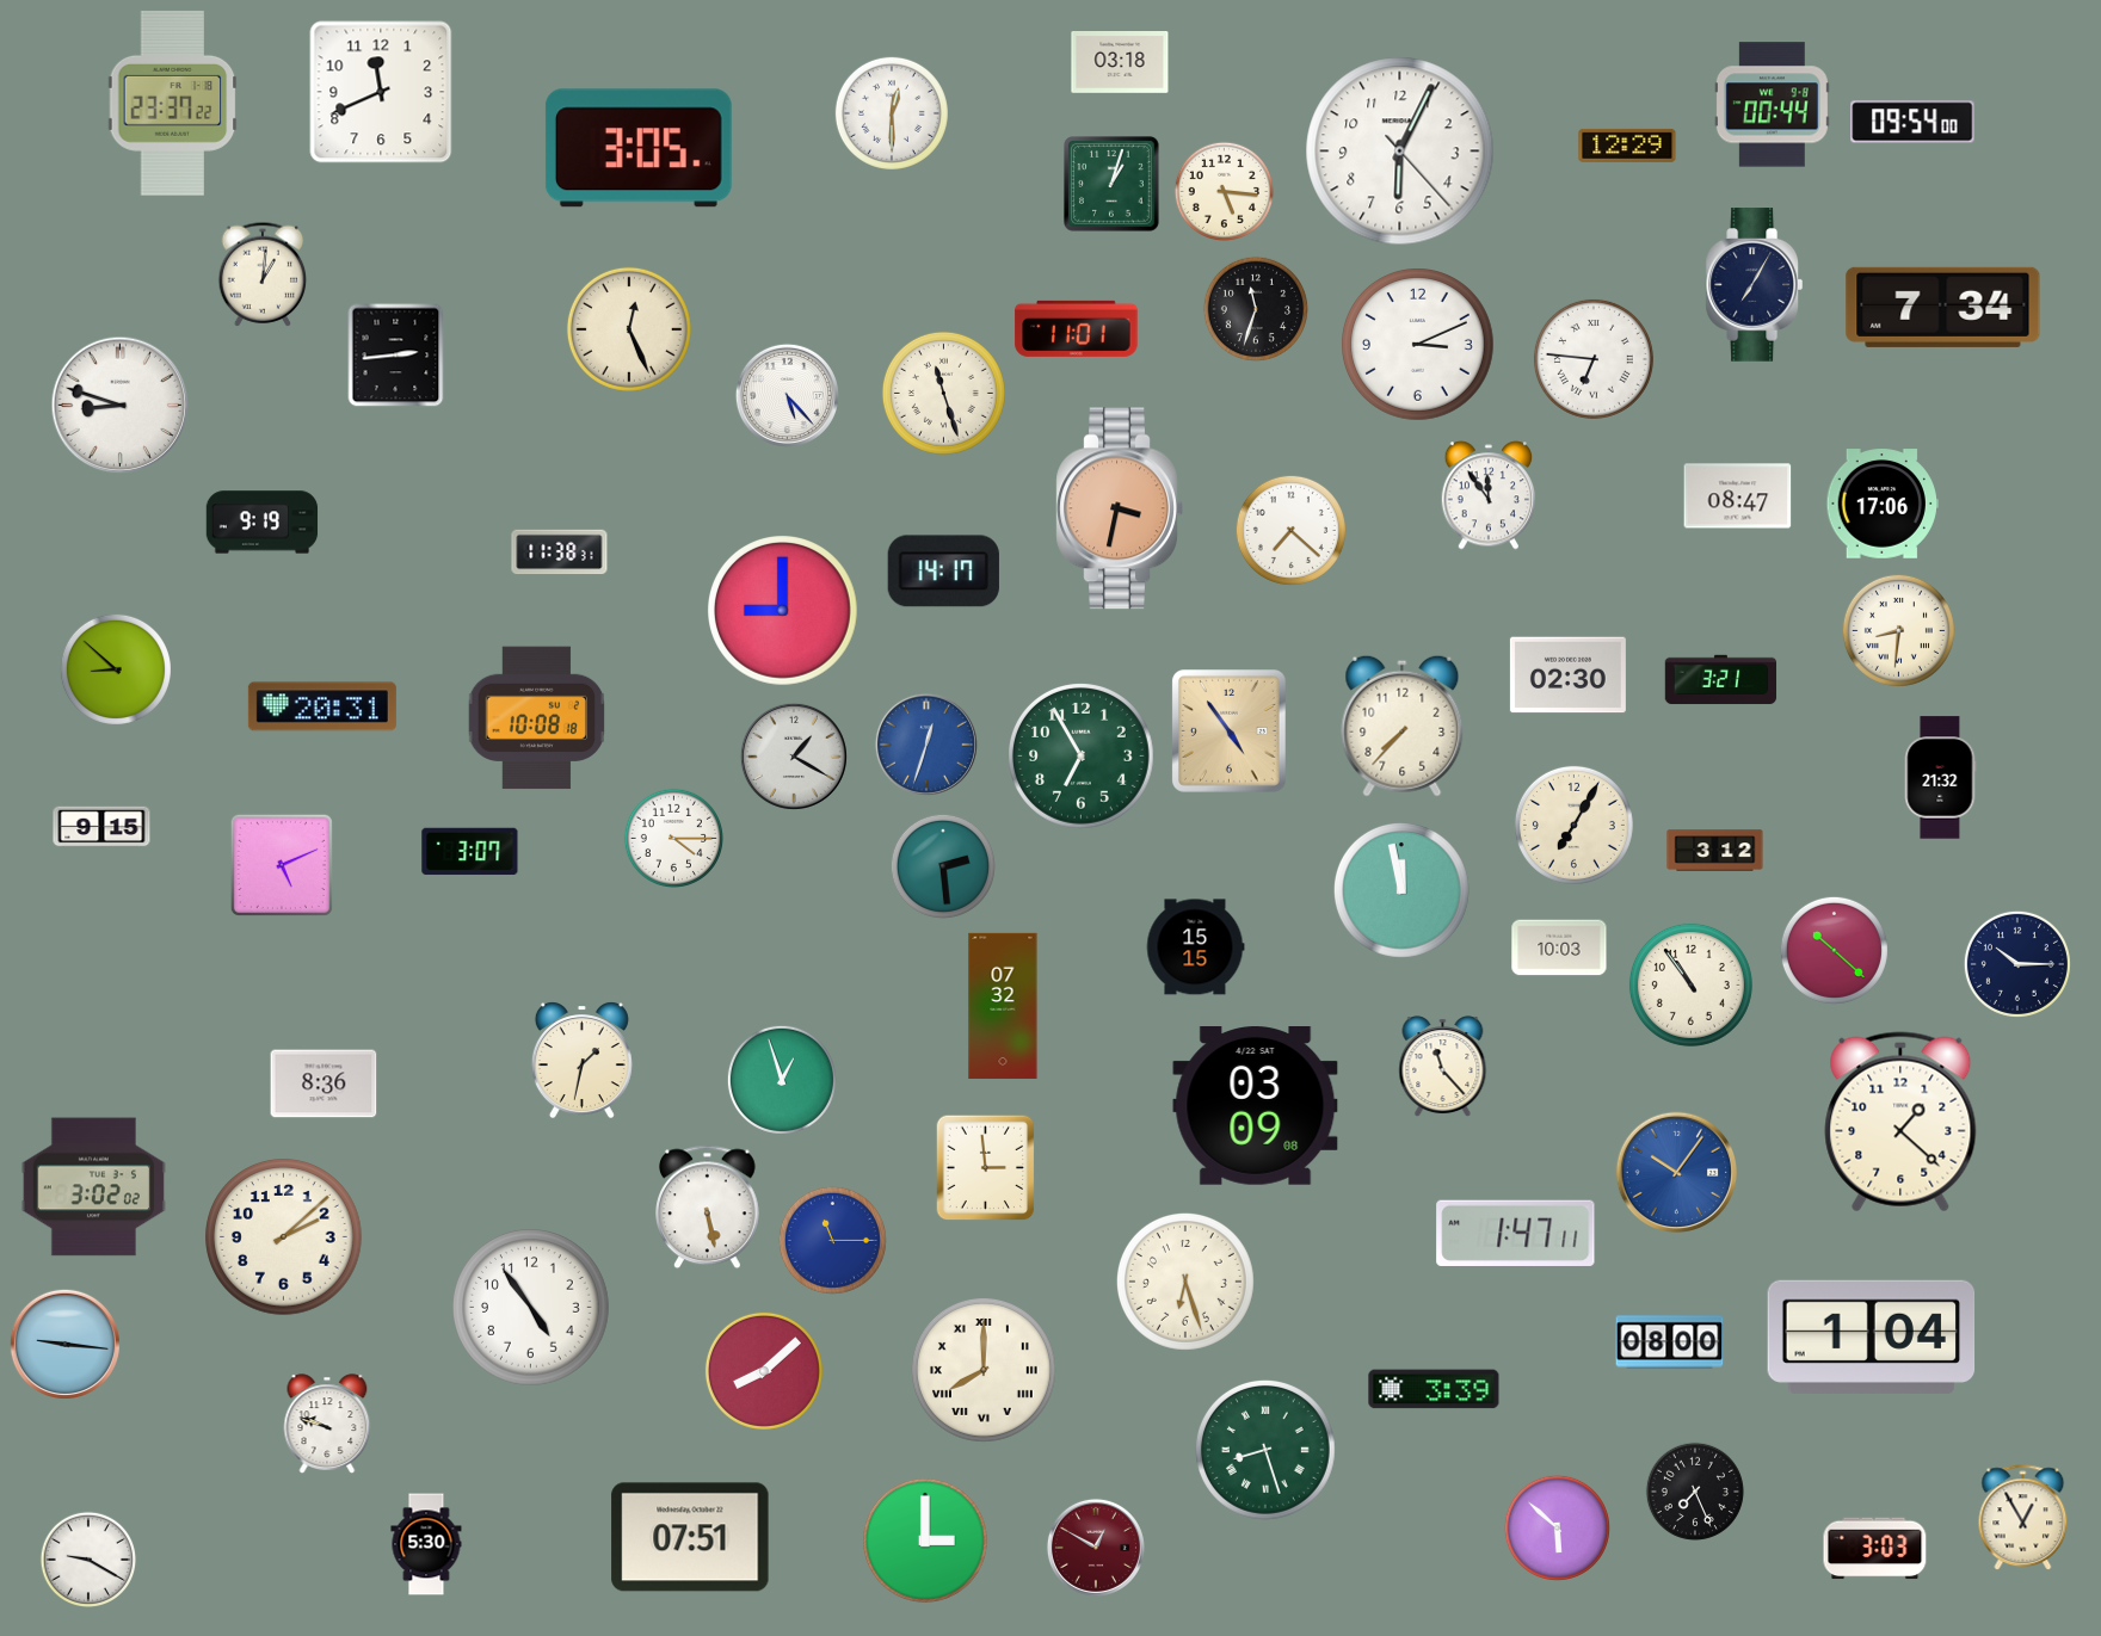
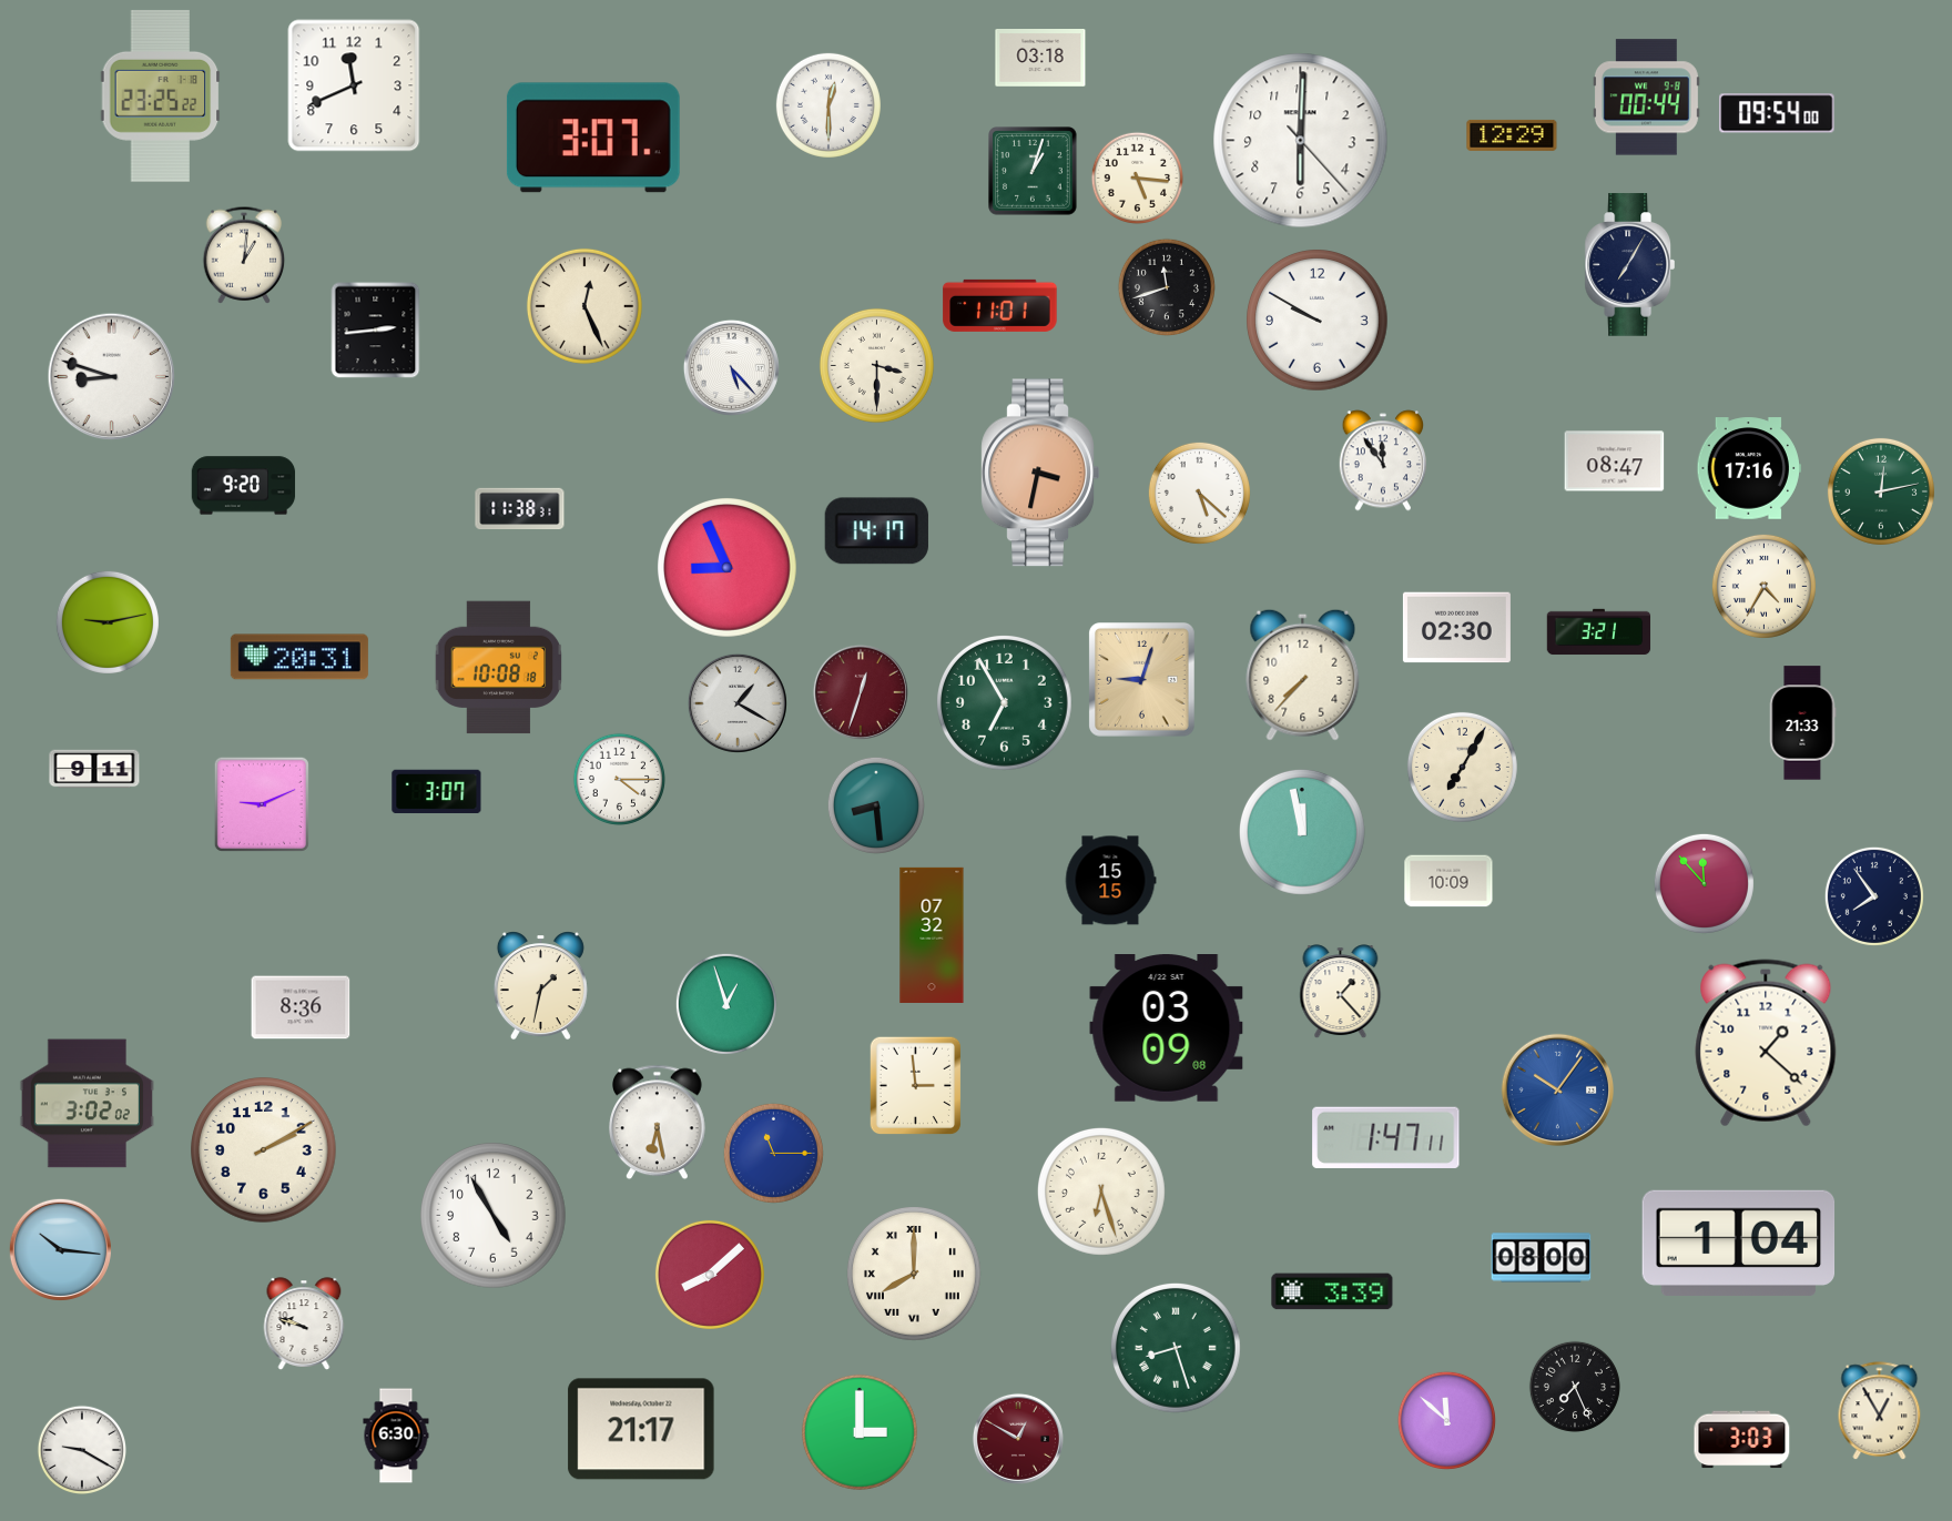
clock at (173, 103): 23:37 -> 23:25
clock at (639, 148): 3:05 -> 3:07
clock at (1400, 152): 6:04 -> 6:00
clock at (1943, 307): 7:34 -> none
clock at (1256, 309): 11:33 -> 11:42
clock at (1418, 345): 3:11 -> 9:50
clock at (396, 356) position: (396, 356) -> (376, 331)
clock at (1594, 359): 6:46 -> none
clock at (943, 393): 11:27 -> 3:30
clock at (1883, 504): 17:06 -> 17:16
clock at (263, 523): 9:19 -> 9:20
clock at (1881, 491): none -> 12:13
clock at (1290, 530): 7:22 -> 5:22
clock at (560, 552) position: (560, 552) -> (520, 509)
clock at (783, 611): 9:00 -> 8:56
clock at (1898, 630): 8:31 -> 4:35
clock at (116, 669): 8:52 -> 9:13
clock at (1230, 731): 4:54 -> 9:03
clock at (926, 745) dial: blue -> burgundy
clock at (1940, 778): 21:32 -> 21:33
clock at (101, 827): 9:15 -> 9:11
clock at (673, 838) position: (673, 838) -> (619, 779)
clock at (1715, 851): 3:12 -> none
clock at (282, 865): 5:11 -> 9:11
clock at (943, 866): 2:29 -> 8:29
clock at (1401, 890) position: (1401, 890) -> (1302, 832)
clock at (1559, 947): 10:03 -> 10:09
clock at (1834, 950): 10:22 -> 11:53
clock at (2017, 964): 10:15 -> 7:54
clock at (1690, 984): 10:54 -> none
clock at (1443, 1067): 11:23 -> 1:23
clock at (708, 1208): 5:28 -> 6:28
clock at (1516, 1233) position: (1516, 1233) -> (1386, 1137)
clock at (284, 1237): 2:08 -> 2:10
clock at (531, 1308): 4:54 -> 4:55
clock at (1670, 1342) position: (1670, 1342) -> (1542, 1258)
clock at (64, 1344): 9:16 -> 10:16
clock at (1557, 1527): 5:52 -> 11:52
clock at (690, 1537): 07:51 -> 21:17
clock at (426, 1544): 5:30 -> 6:30
